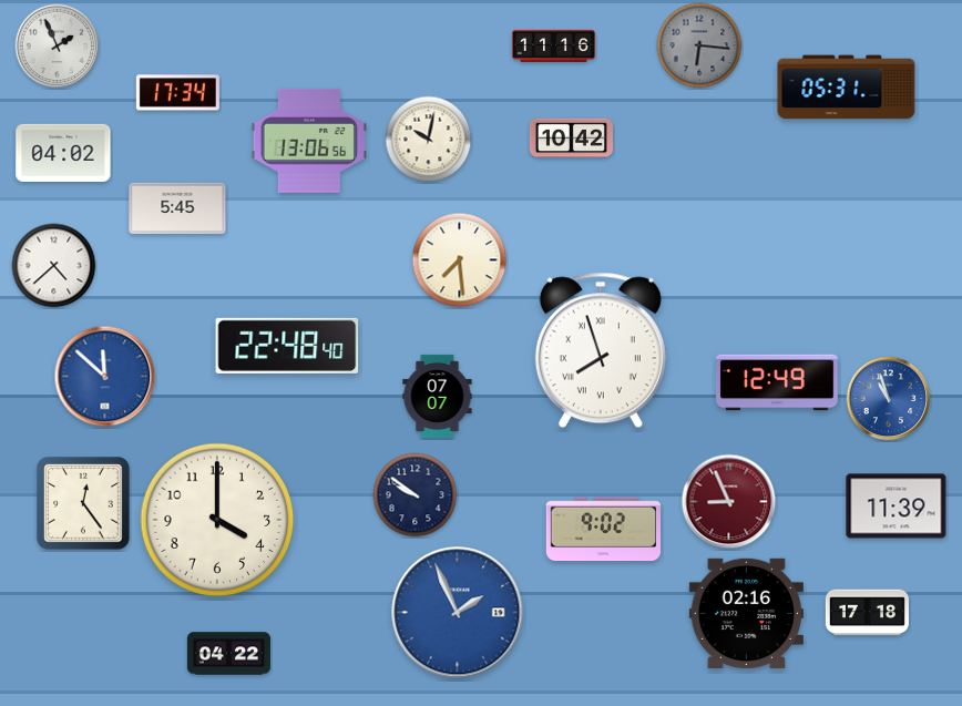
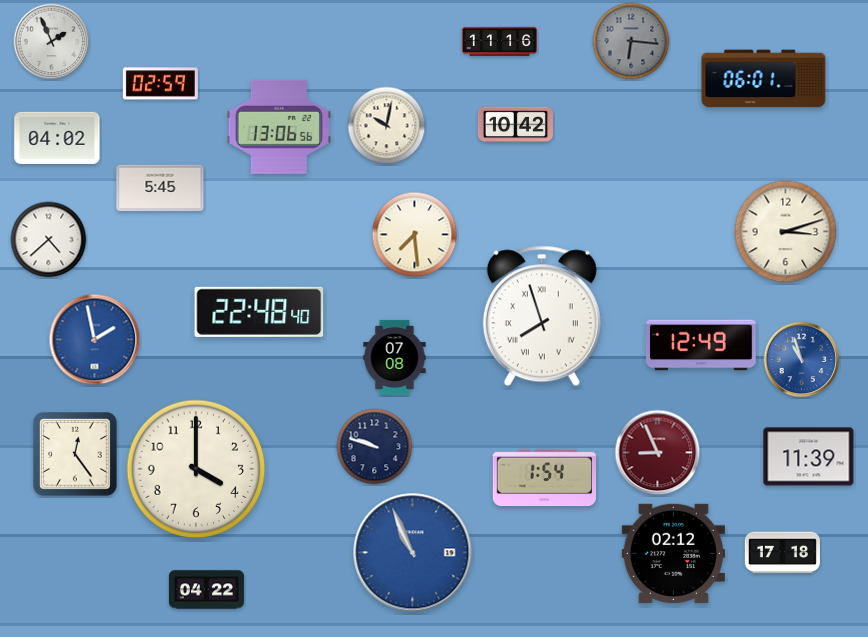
clock at (847, 88): 05:31 -> 06:01
clock at (177, 93): 17:34 -> 02:59
clock at (786, 232): none -> 3:12
clock at (105, 377): 11:52 -> 1:58
clock at (438, 396): 07:07 -> 07:08
clock at (416, 495): 9:51 -> 9:48
clock at (603, 530): 9:02 -> 1:54
clock at (458, 613): 1:56 -> 10:56
clock at (746, 613): 02:16 -> 02:12
